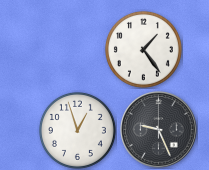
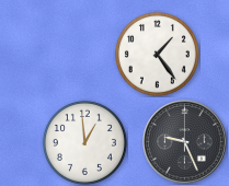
clock at (77, 130): 12:57 -> 12:59
clock at (159, 130) position: (159, 130) -> (185, 142)
